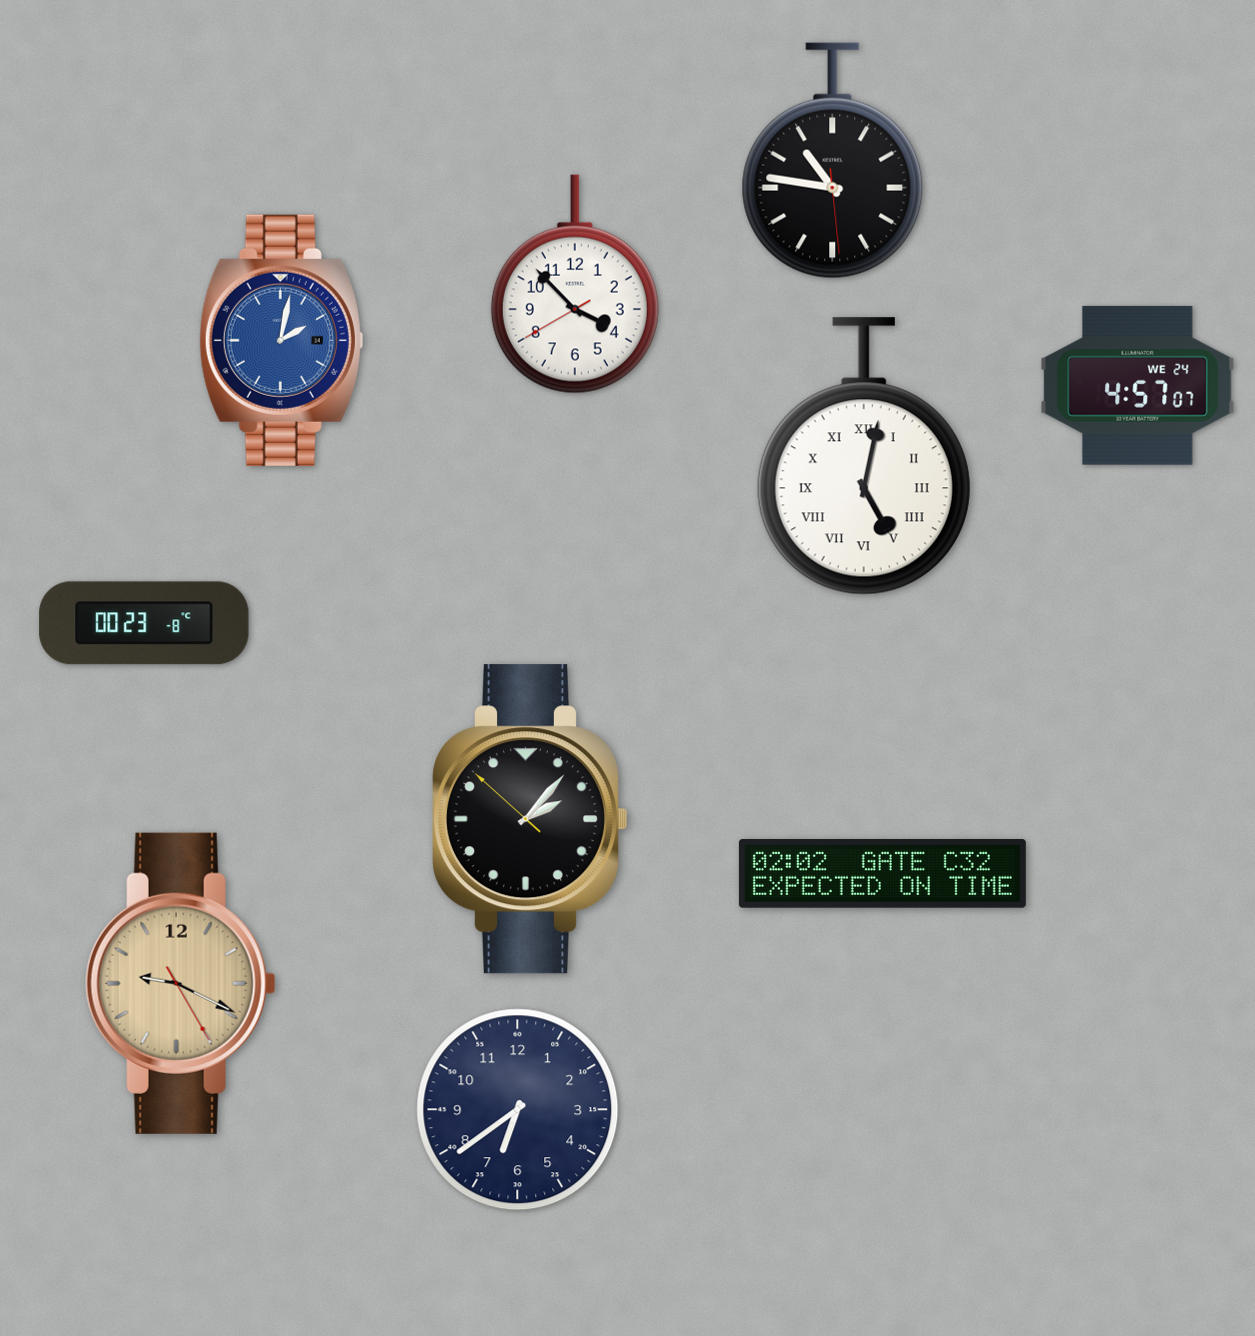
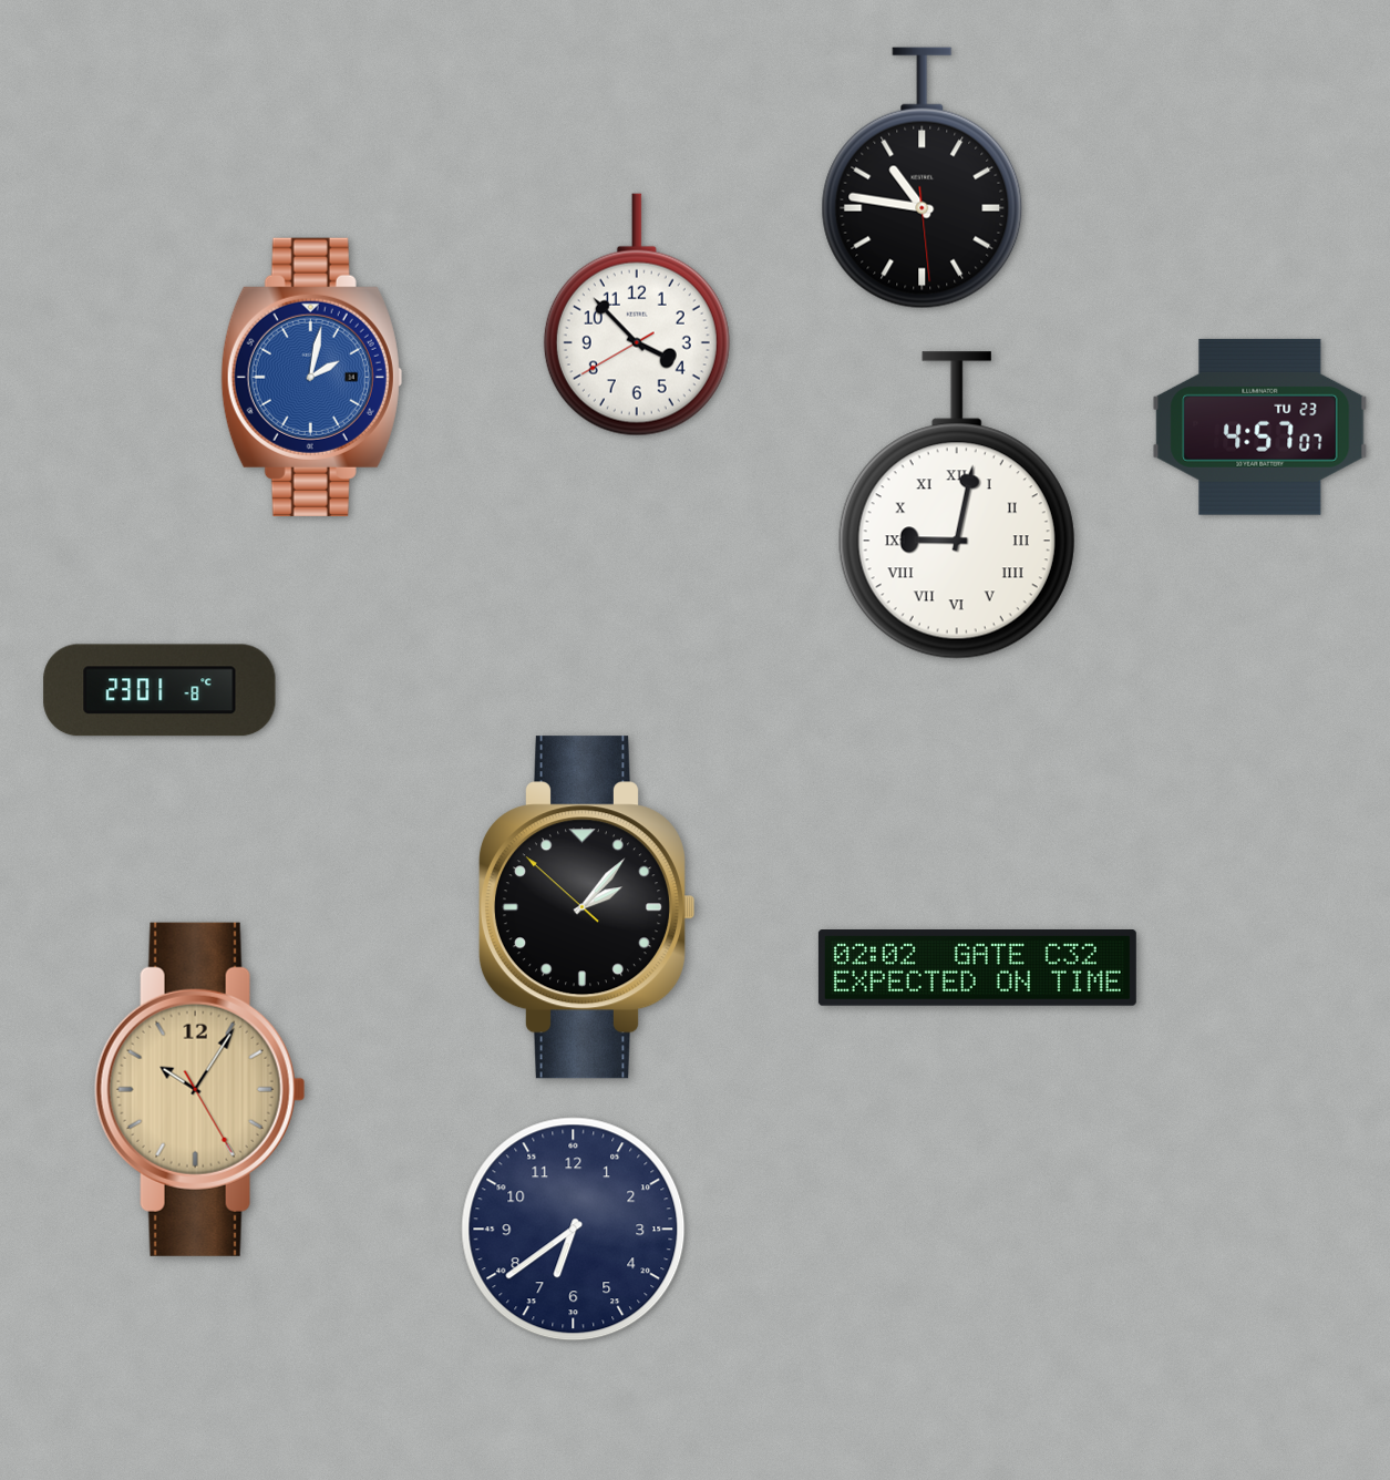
clock at (1138, 385) date: WE 24 -> TU 23
clock at (864, 456): 5:02 -> 9:02
clock at (144, 623): 00:23 -> 23:01
clock at (180, 983): 9:19 -> 10:05
